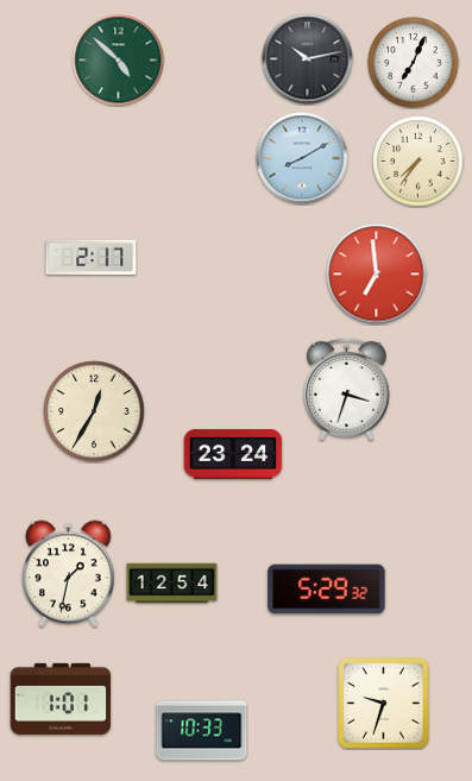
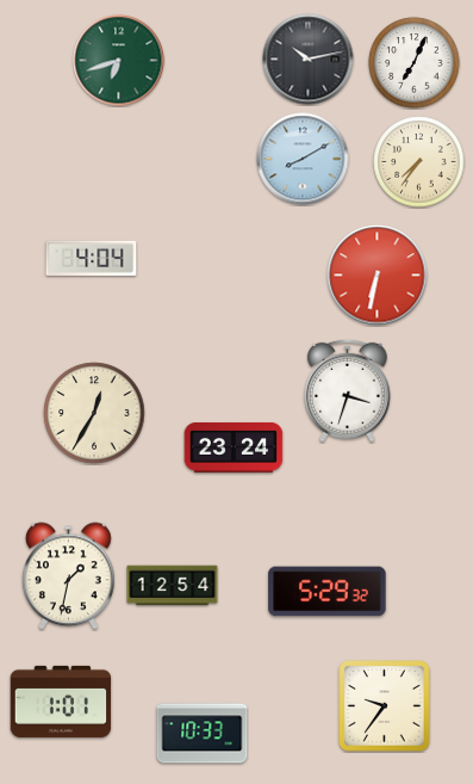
clock at (119, 61): 4:52 -> 6:42
clock at (92, 257): 2:17 -> 4:04
clock at (377, 275): 6:59 -> 6:32
clock at (233, 454) position: (233, 454) -> (234, 447)
clock at (384, 704): 9:33 -> 9:36
